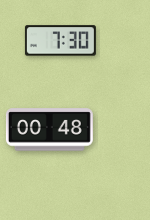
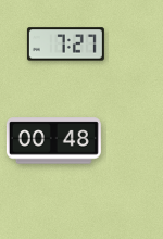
clock at (60, 41): 7:30 -> 7:27
